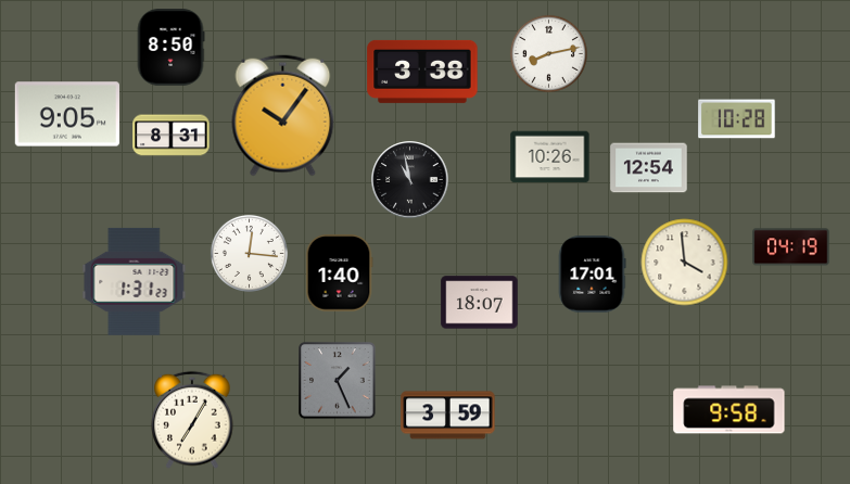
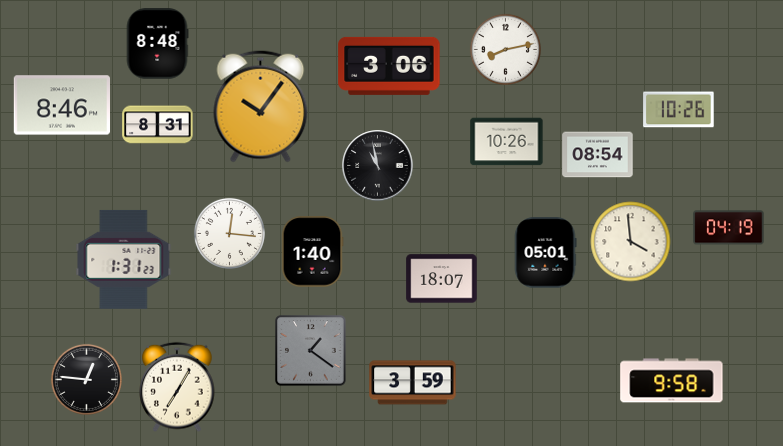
clock at (170, 48): 8:50 -> 8:48
clock at (422, 72): 3:38 -> 3:06
clock at (66, 114): 9:05 -> 8:46
clock at (737, 119): 10:28 -> 10:26
clock at (550, 157) position: (550, 157) -> (507, 142)
clock at (649, 168): 12:54 -> 08:54
clock at (592, 275): 17:01 -> 05:01
clock at (338, 381): 1:26 -> 1:21
clock at (730, 410) position: (730, 410) -> (672, 381)
clock at (86, 379): none -> 12:46
